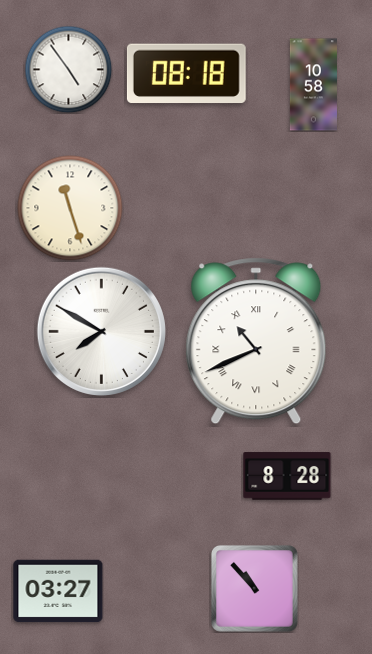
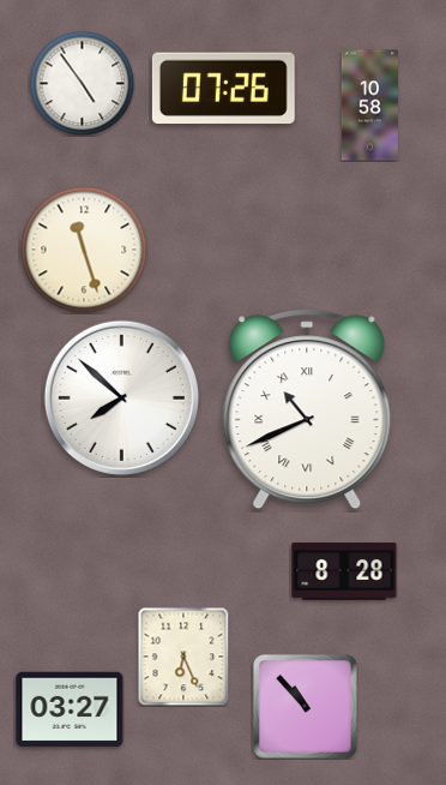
clock at (186, 74): 08:18 -> 07:26
clock at (313, 85) position: (313, 85) -> (369, 106)
clock at (101, 331): 7:50 -> 7:52
clock at (183, 657): none -> 6:26
